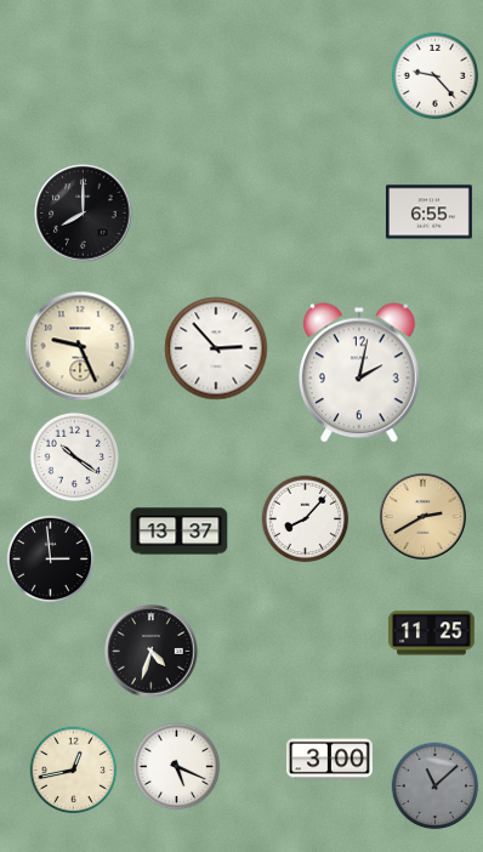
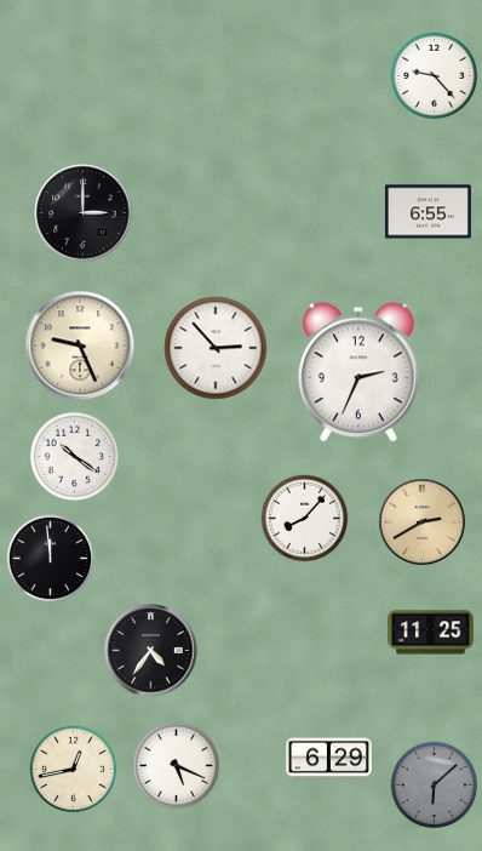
clock at (84, 214): 8:00 -> 3:00
clock at (359, 373): 2:02 -> 2:34
clock at (422, 516) position: (422, 516) -> (421, 521)
clock at (180, 532): 13:37 -> none
clock at (51, 560): 2:59 -> 11:59
clock at (152, 652): 4:33 -> 4:36
clock at (330, 760): 3:00 -> 6:29
clock at (436, 786): 11:08 -> 6:08
